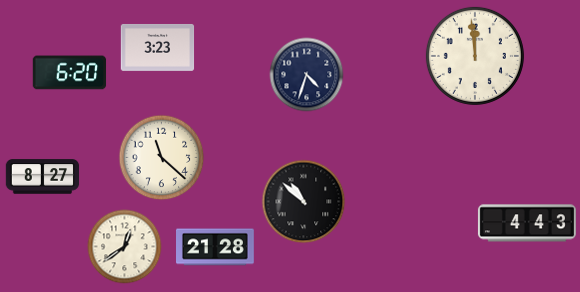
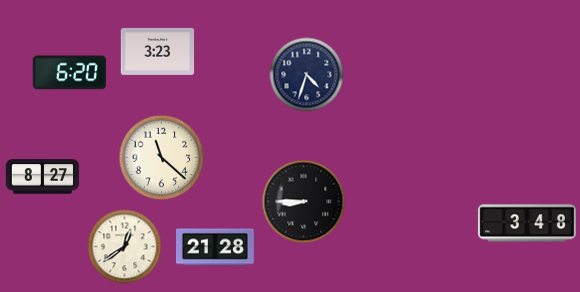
clock at (158, 47) position: (158, 47) -> (158, 51)
clock at (475, 56): 11:59 -> none
clock at (304, 202): 10:52 -> 8:45
clock at (527, 223): 4:43 -> 3:48
